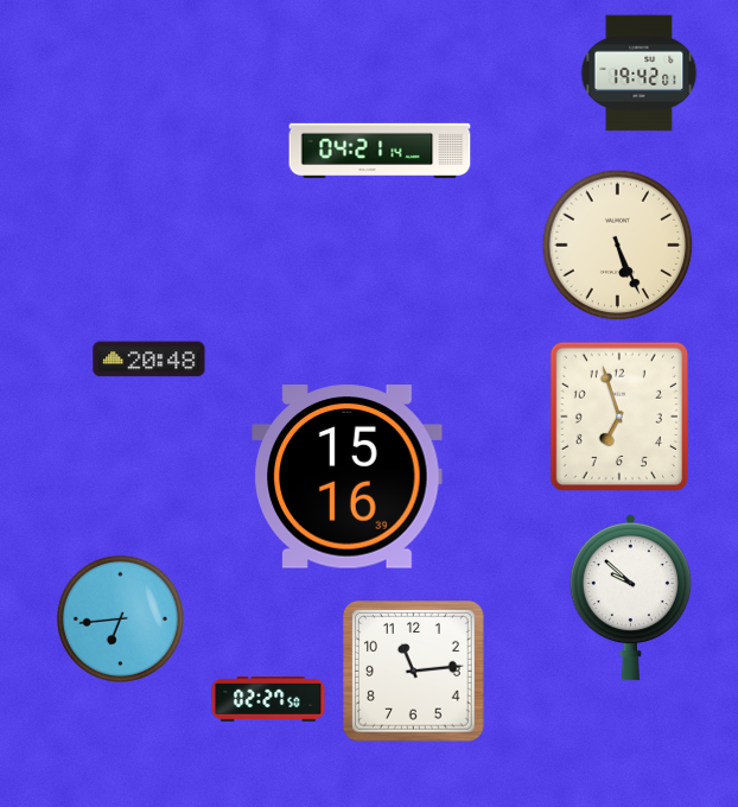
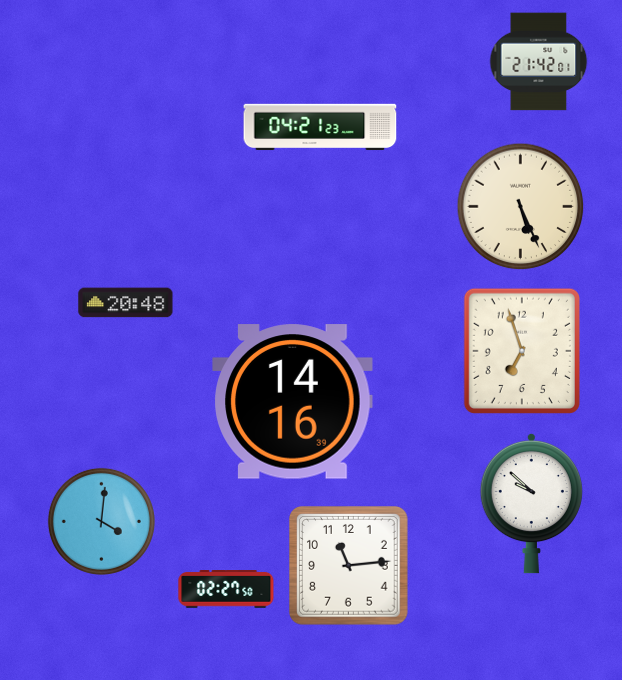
clock at (640, 74): 19:42 -> 21:42
clock at (380, 151): 04:21:14 -> 04:21:23
clock at (348, 477): 15:16 -> 14:16
clock at (120, 618): 6:44 -> 4:01
